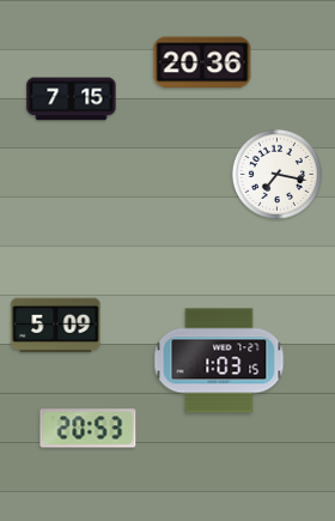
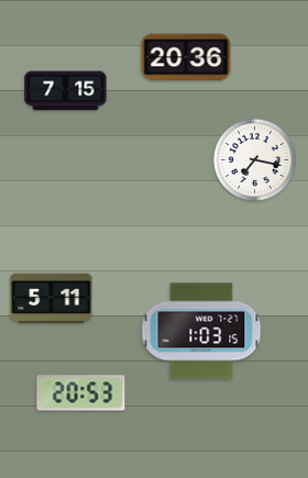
clock at (56, 326): 5:09 -> 5:11
